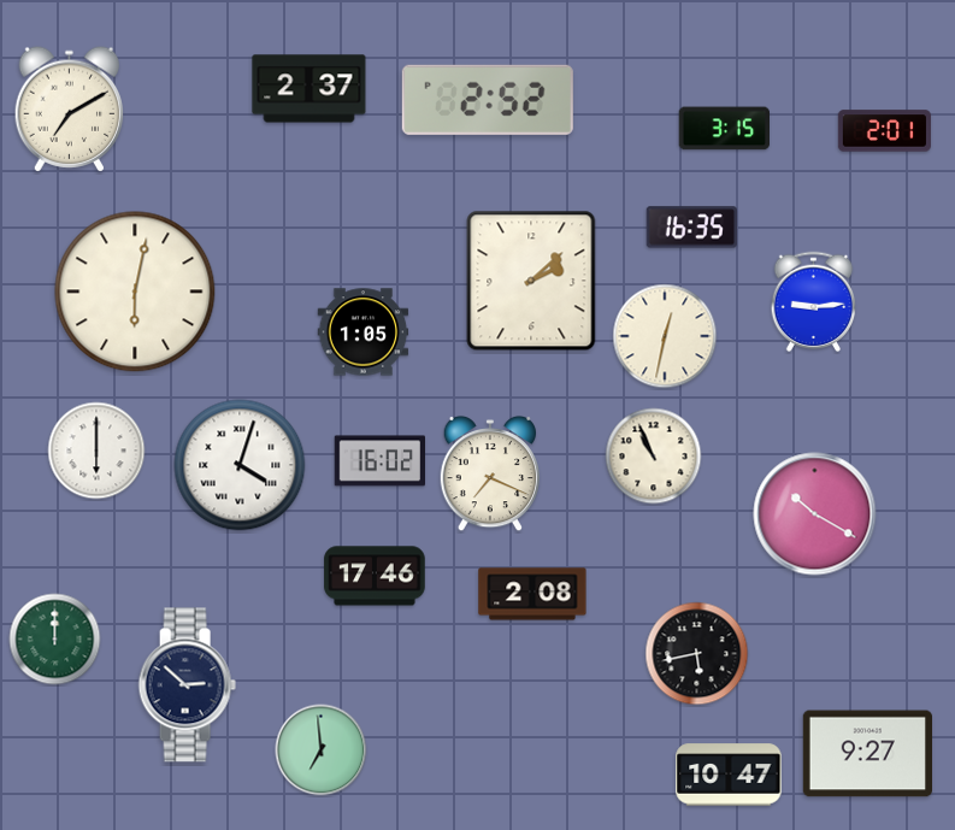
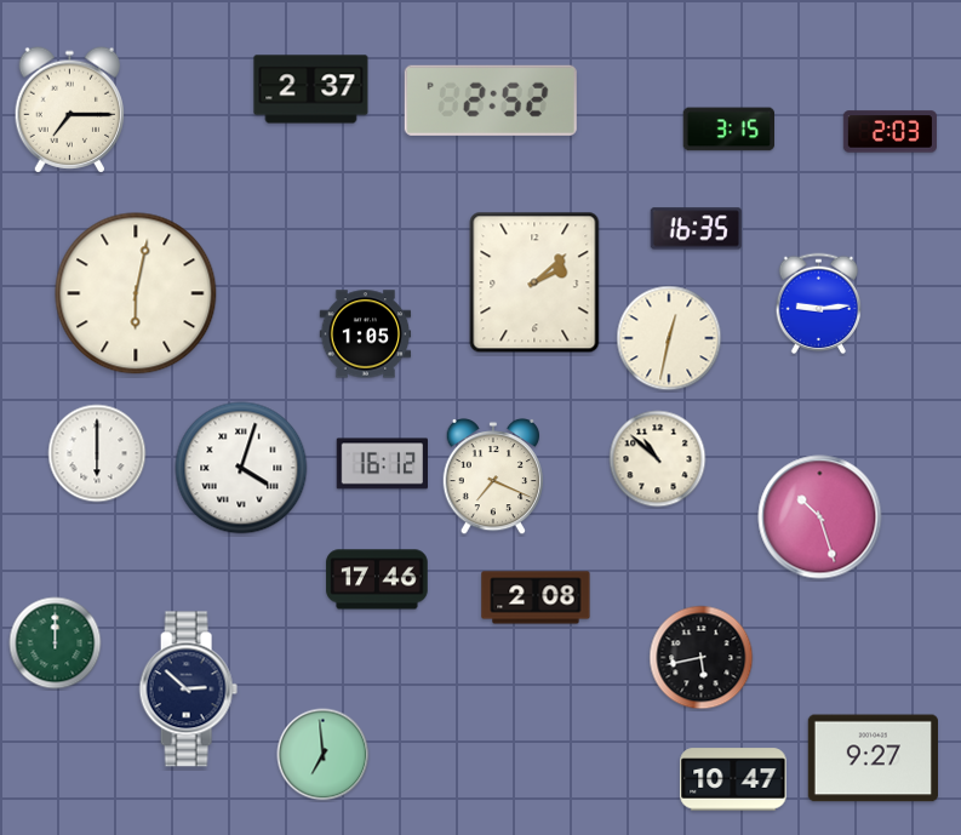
clock at (70, 110): 7:10 -> 7:15
clock at (884, 131): 2:01 -> 2:03
clock at (654, 457): 10:56 -> 10:52
clock at (379, 461): 16:02 -> 16:12
clock at (815, 514): 10:20 -> 10:27
